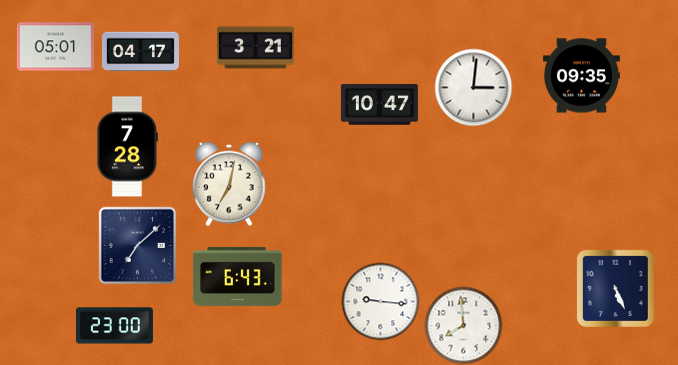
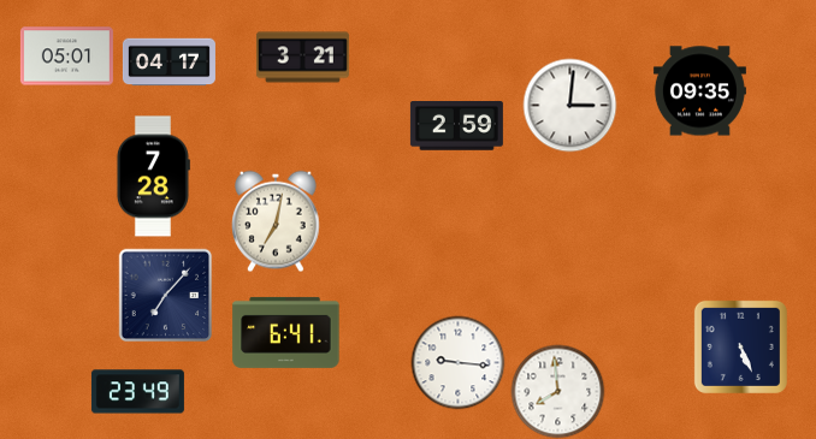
clock at (255, 48) position: (255, 48) -> (302, 58)
clock at (379, 105): 10:47 -> 2:59
clock at (137, 245): 7:08 -> 7:07
clock at (238, 276): 6:43 -> 6:41
clock at (114, 326): 23:00 -> 23:49
